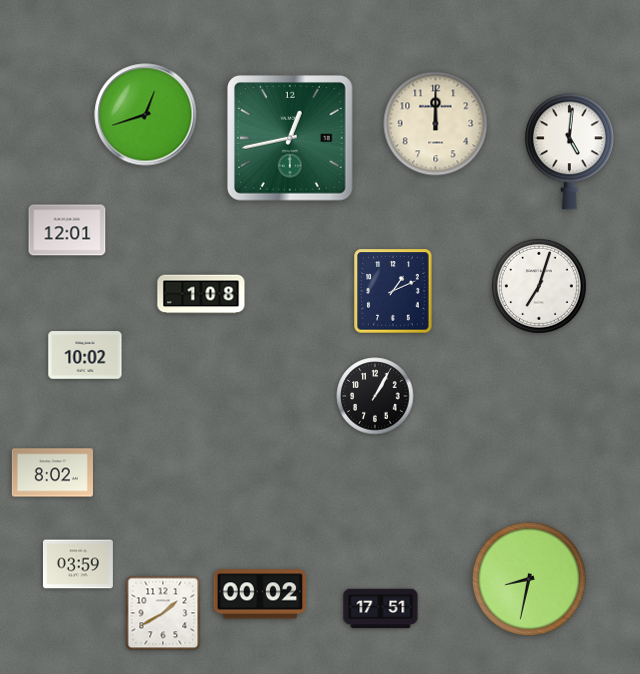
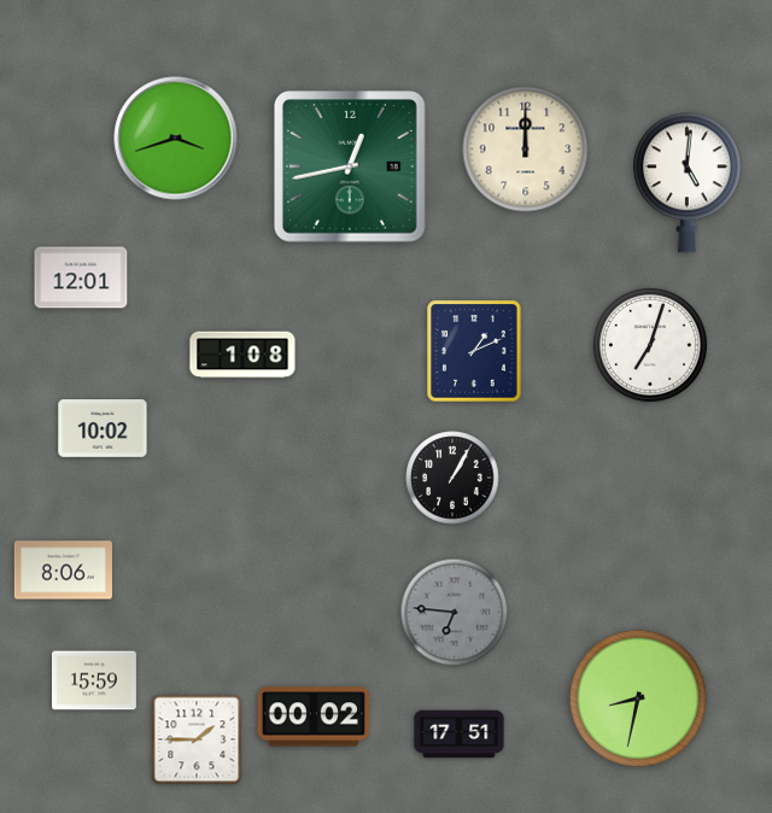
clock at (146, 115): 12:42 -> 3:42
clock at (52, 473): 8:02 -> 8:06
clock at (455, 613): none -> 6:46
clock at (78, 564): 03:59 -> 15:59
clock at (163, 613): 1:40 -> 1:45
